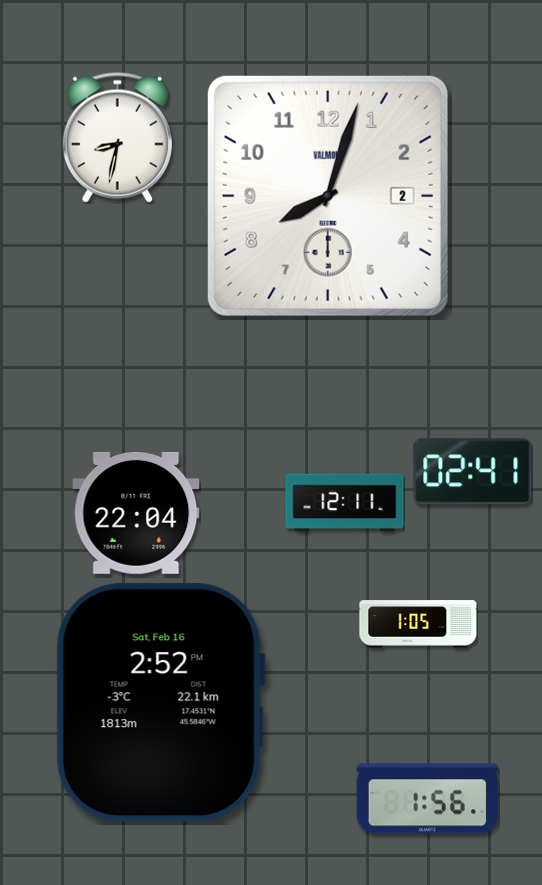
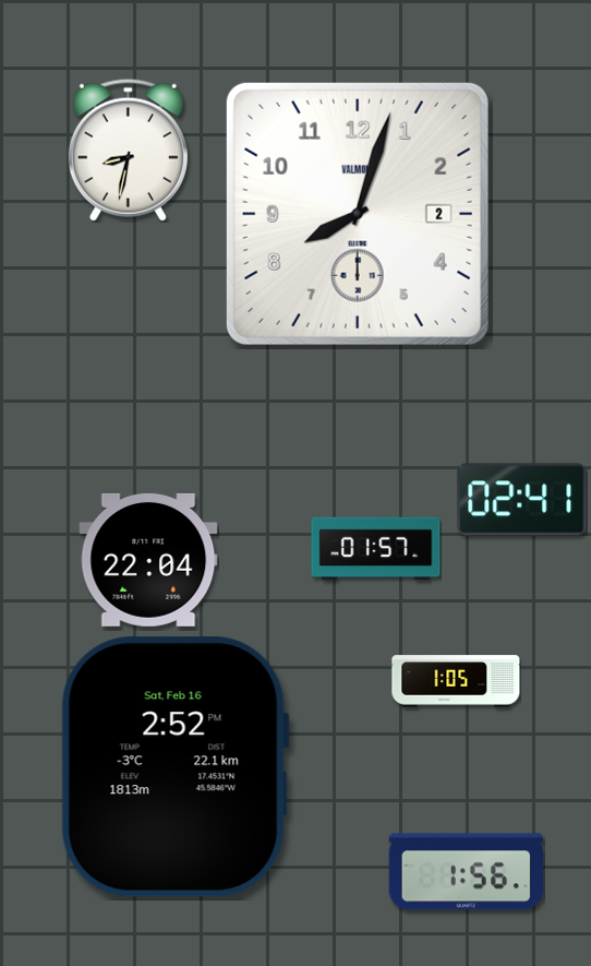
clock at (473, 472) position: (473, 472) -> (522, 500)
clock at (345, 503): 12:11 -> 01:57
